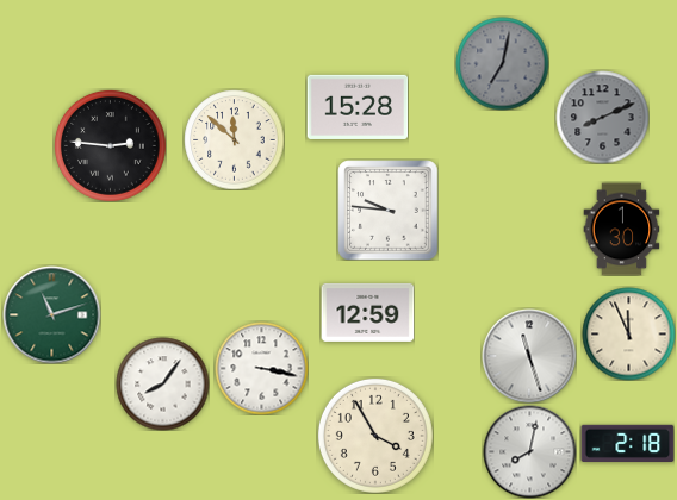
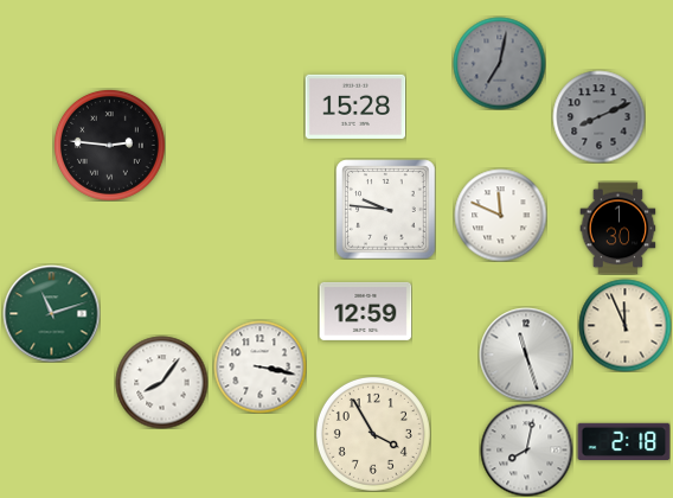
clock at (234, 139): 11:52 -> none
clock at (500, 215): none -> 11:49
clock at (628, 333) position: (628, 333) -> (624, 325)
